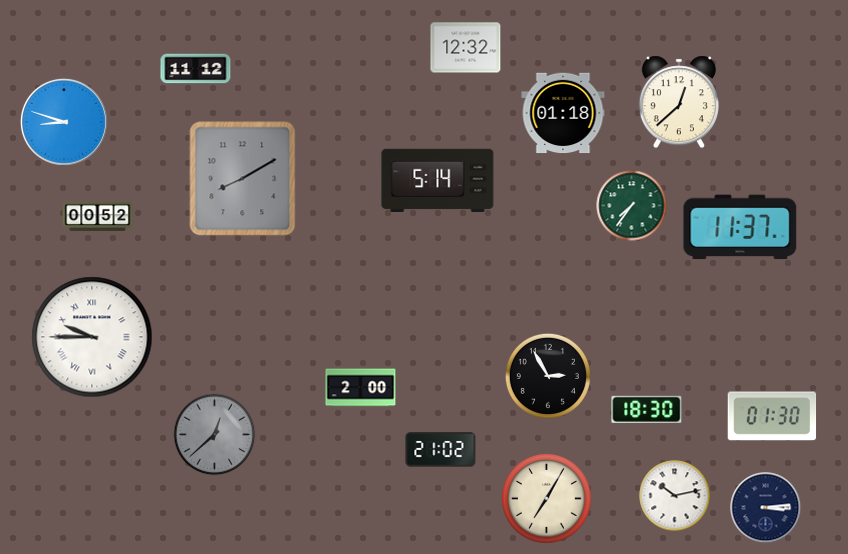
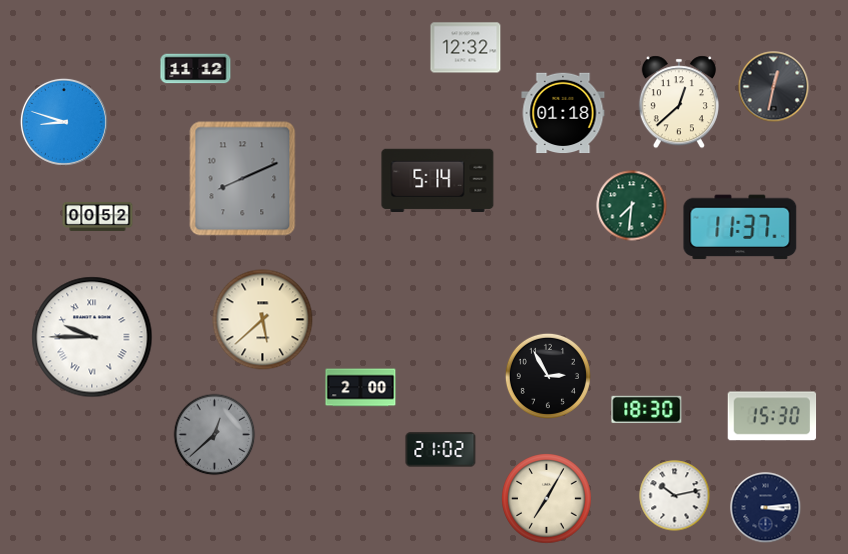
clock at (774, 87): none -> 12:32
clock at (243, 179): 8:10 -> 8:11
clock at (632, 206): 7:36 -> 7:31
clock at (263, 320): none -> 5:38
clock at (772, 416): 01:30 -> 15:30
